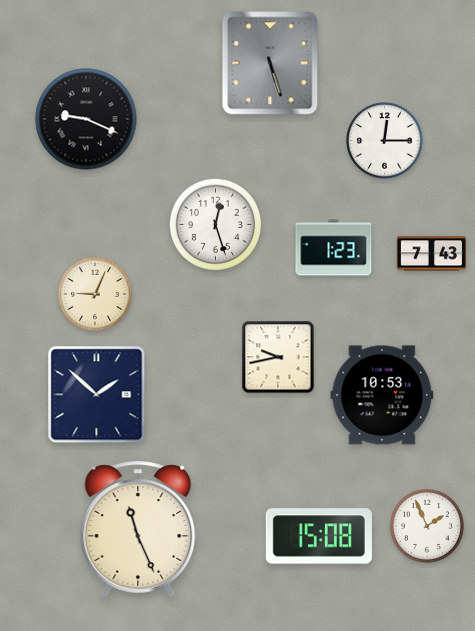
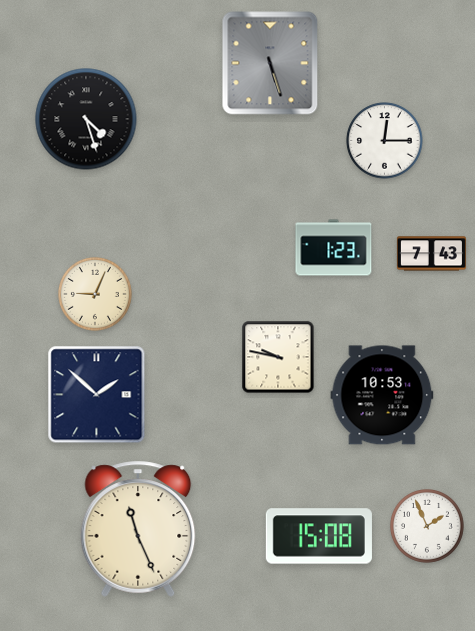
clock at (86, 119): 9:19 -> 4:27
clock at (215, 224): 12:27 -> none
clock at (278, 357): 9:43 -> 9:47
